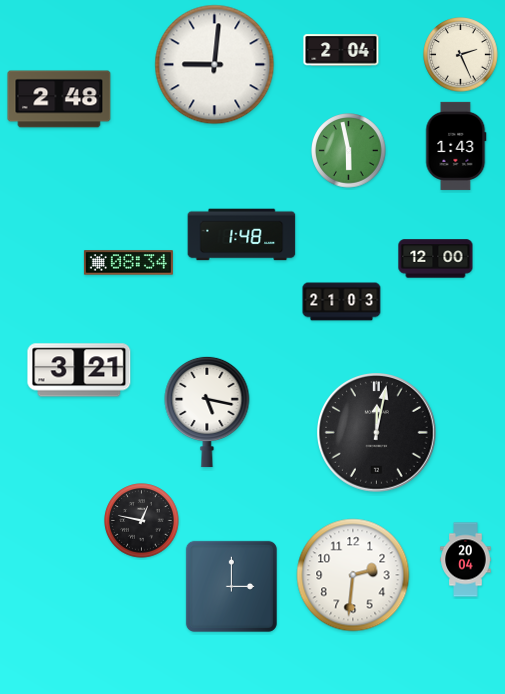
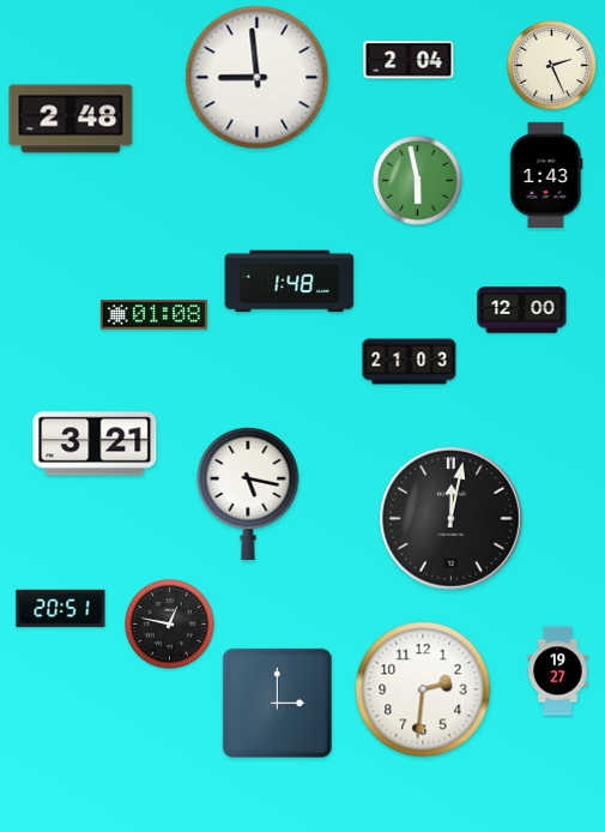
clock at (215, 65): 9:01 -> 8:59
clock at (128, 263): 08:34 -> 01:08
clock at (61, 609): none -> 20:51
clock at (466, 560): 20:04 -> 19:27
